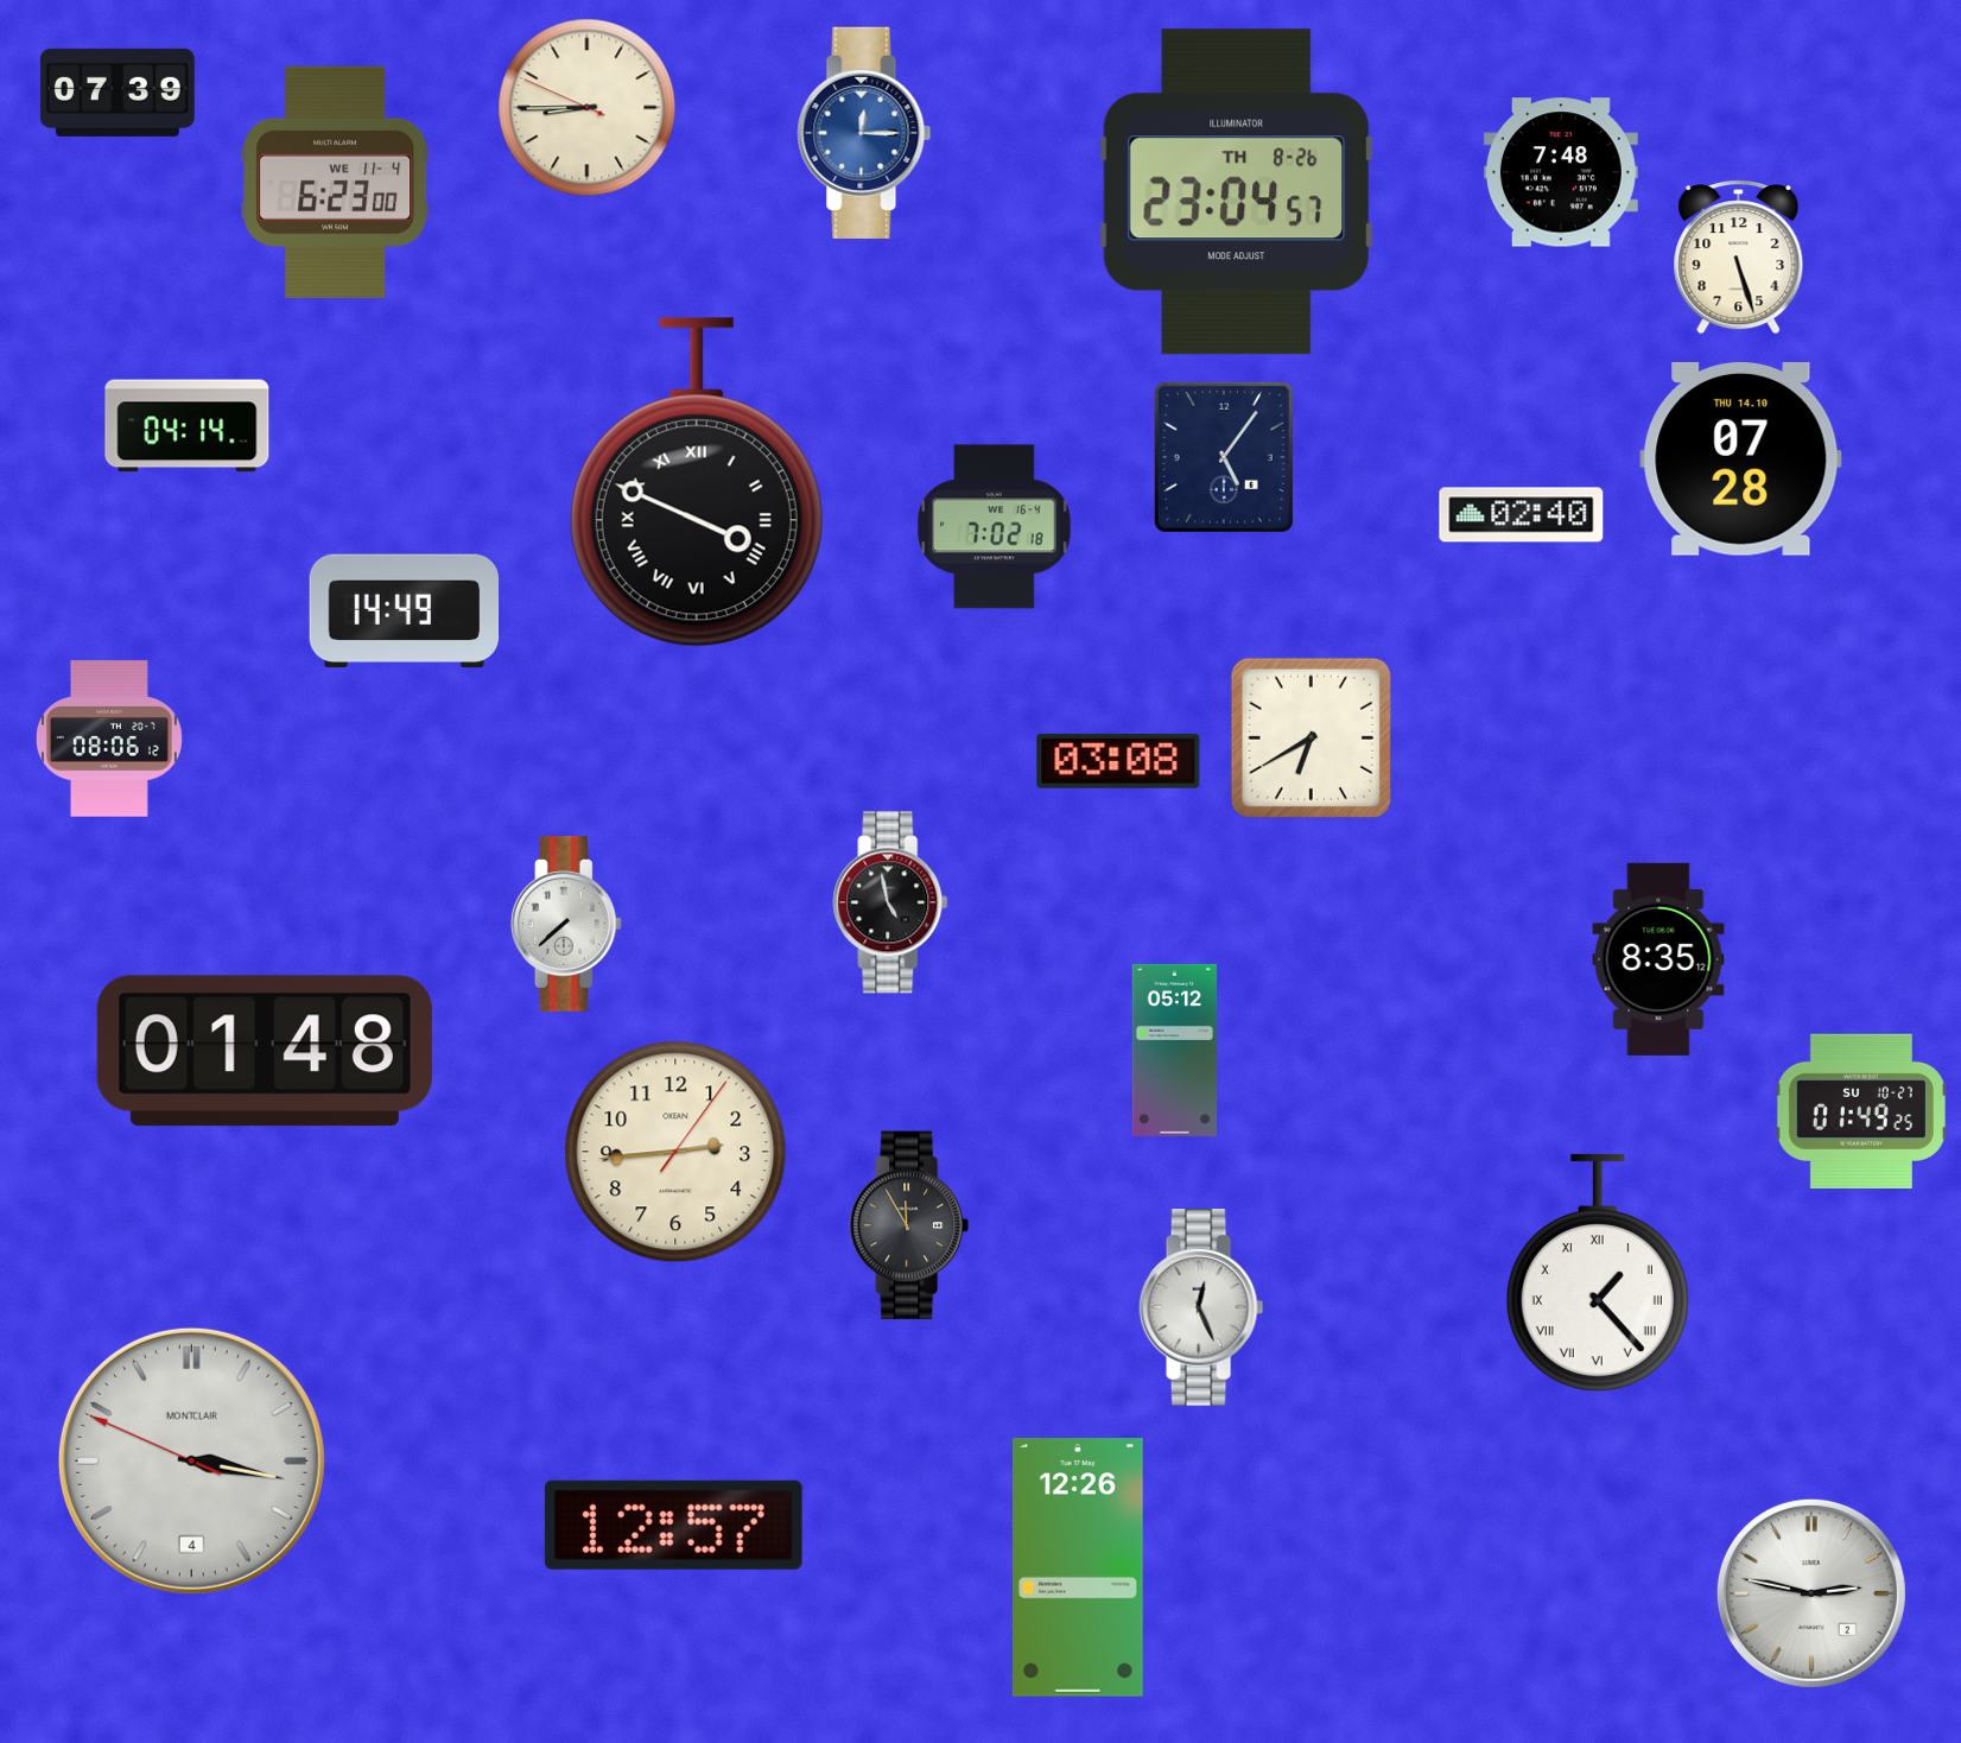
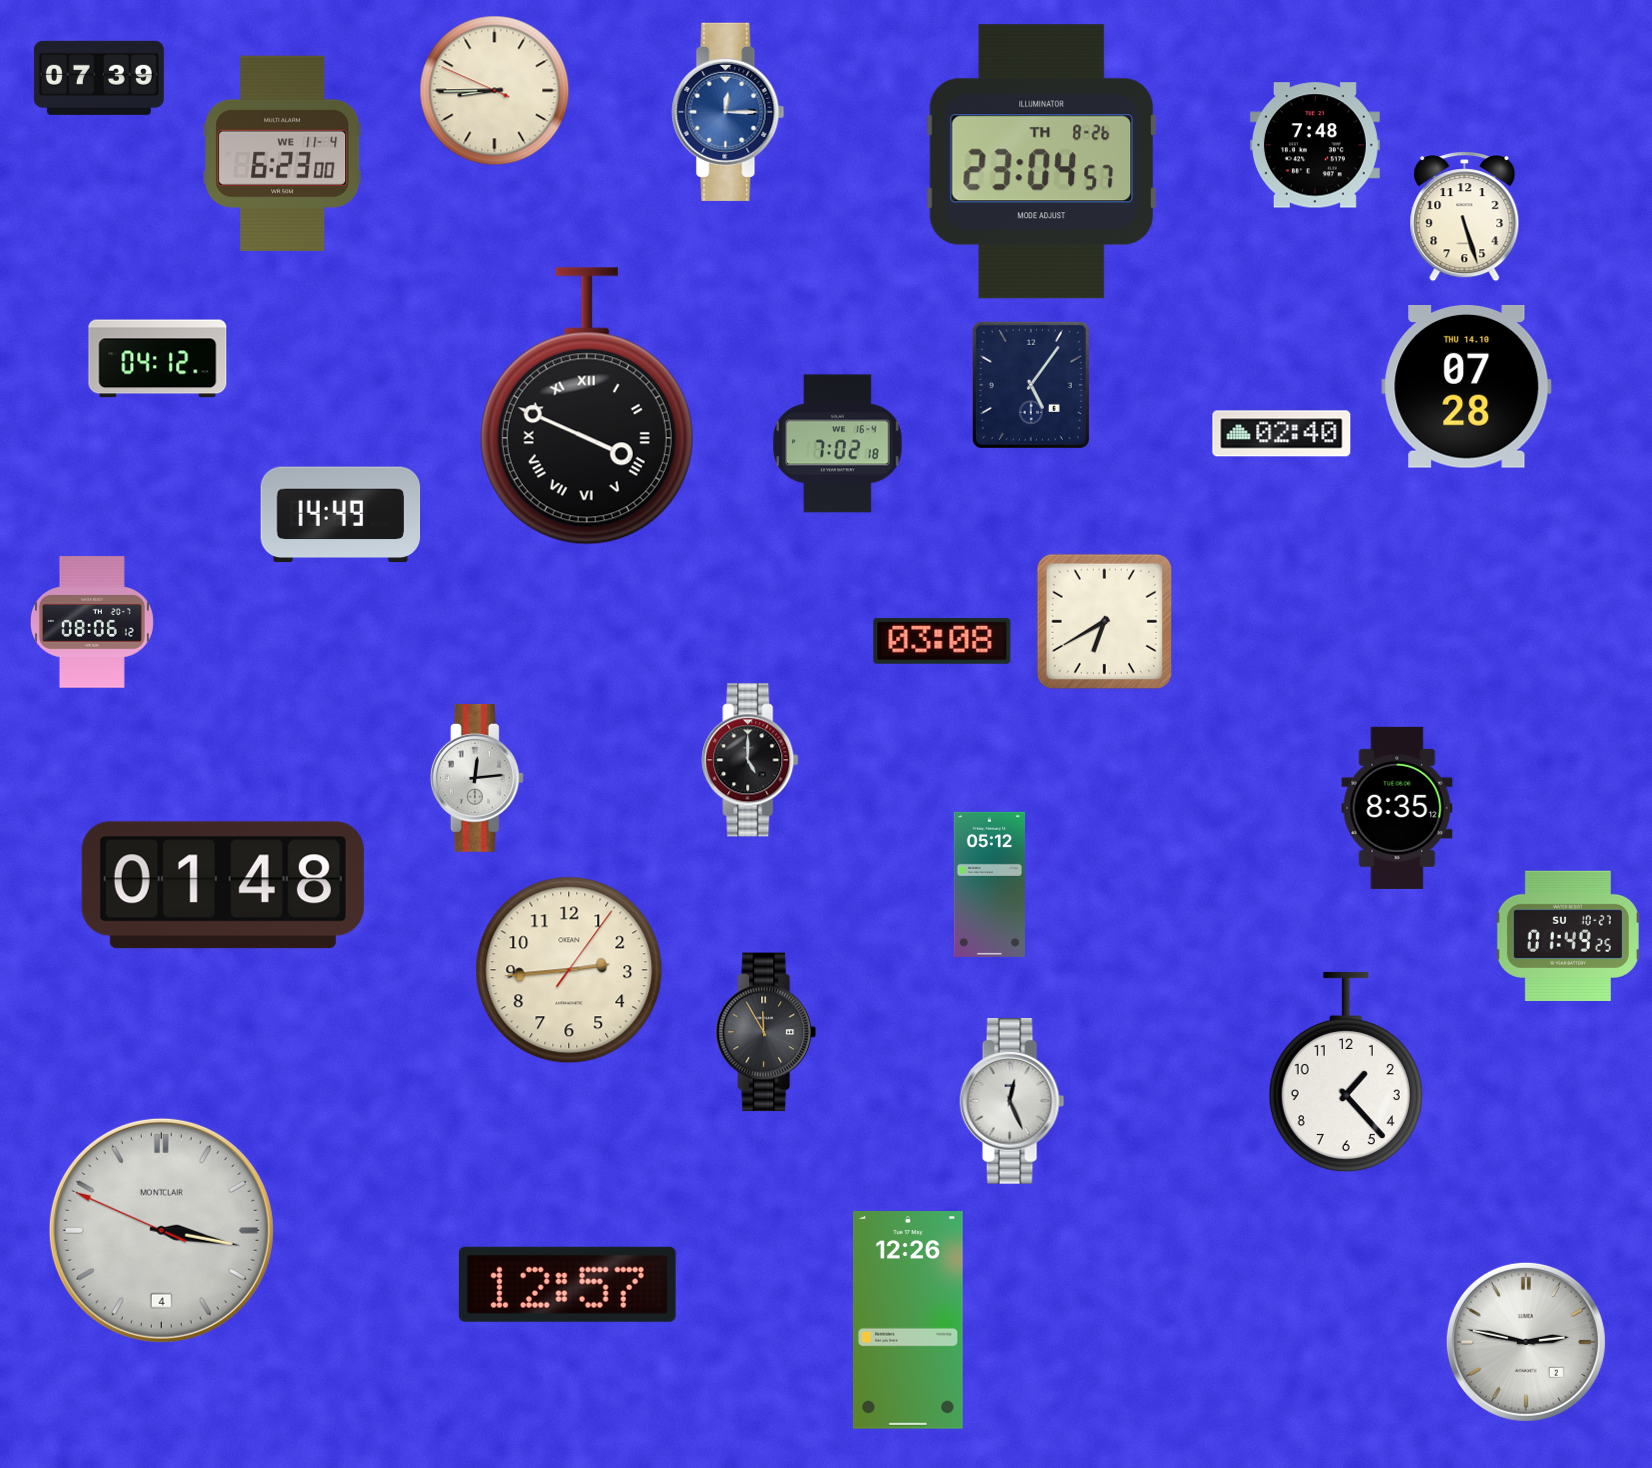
clock at (188, 426): 04:14 -> 04:12
clock at (890, 902): 4:58 -> 5:00
clock at (566, 924): 7:38 -> 12:14
clock at (1598, 1273) numerals: Roman -> Arabic
